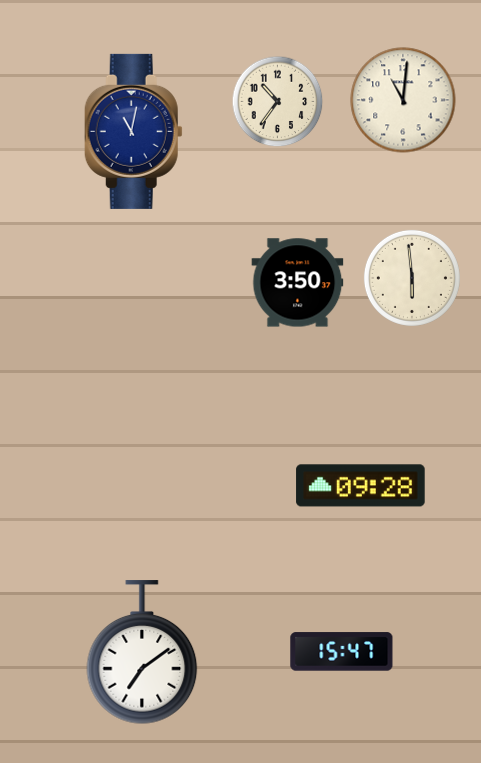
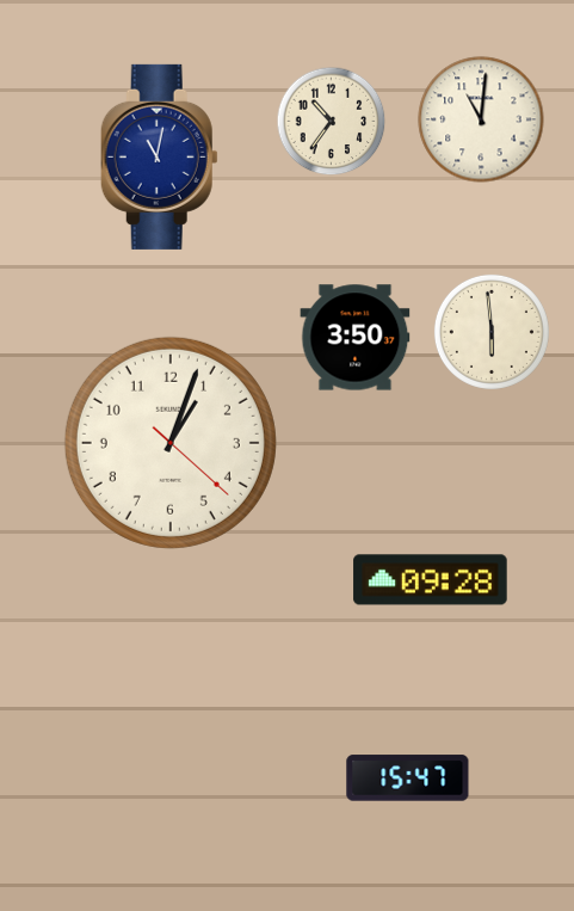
clock at (171, 443): none -> 1:03
clock at (142, 653): 7:09 -> none
